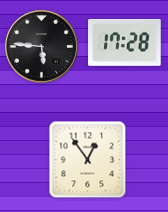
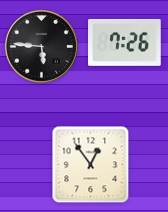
clock at (125, 42): 17:28 -> 7:26
clock at (88, 160) position: (88, 160) -> (91, 165)
